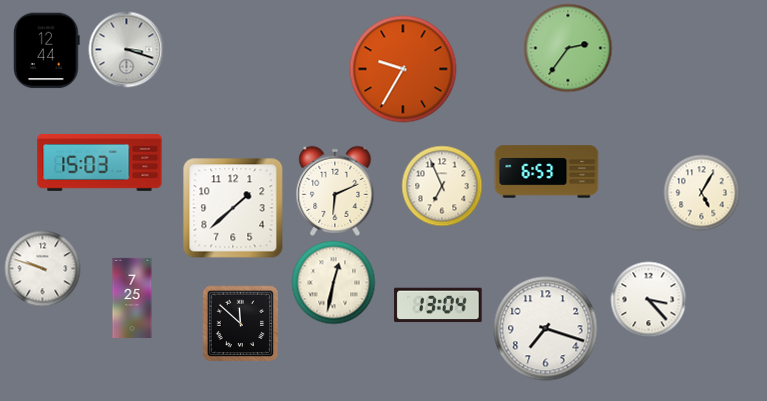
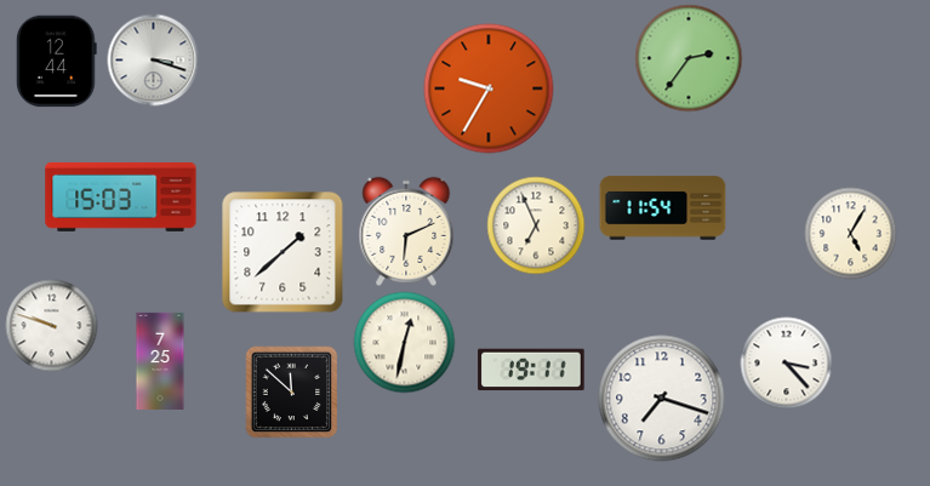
clock at (403, 69) position: (403, 69) -> (489, 88)
clock at (547, 172): 6:53 -> 11:54
clock at (438, 305): 13:04 -> 19:11
